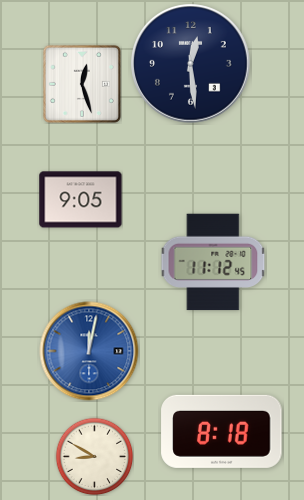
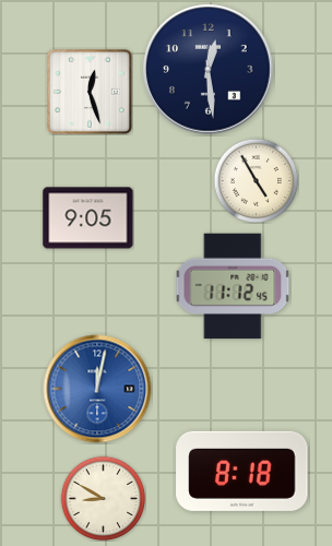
clock at (256, 180): none -> 4:55
clock at (89, 351) position: (89, 351) -> (97, 389)
